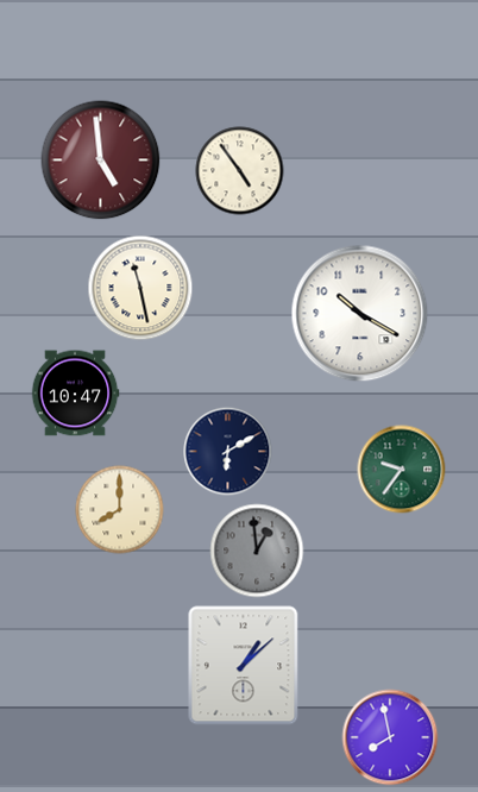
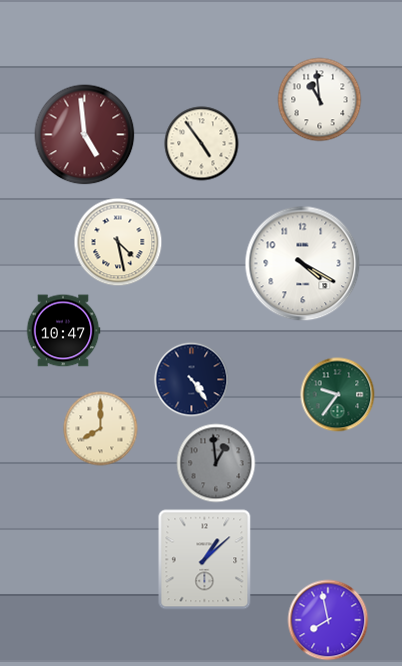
clock at (320, 100): none -> 10:59
clock at (140, 288): 11:28 -> 4:28
clock at (360, 314): 10:20 -> 4:20
clock at (228, 452): 6:10 -> 4:24
